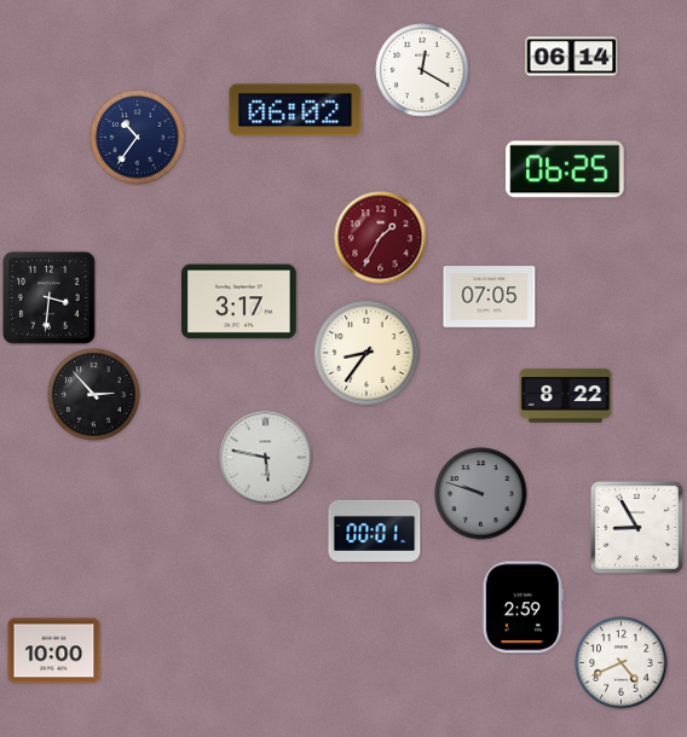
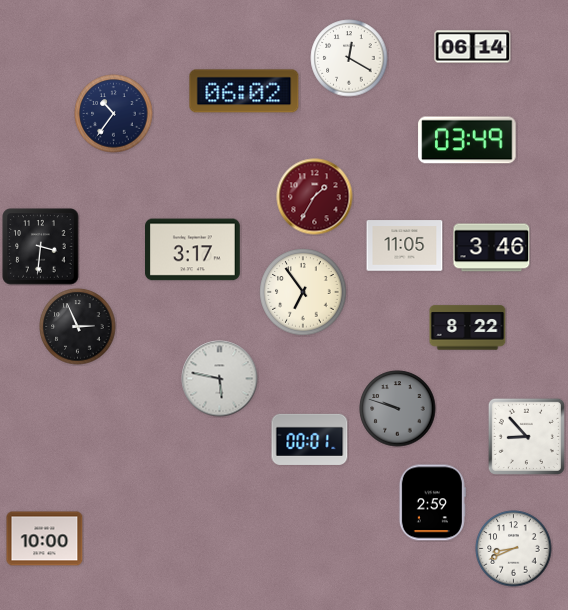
clock at (565, 169): 06:25 -> 03:49
clock at (490, 297): 07:05 -> 11:05
clock at (492, 248): none -> 3:46
clock at (239, 302) position: (239, 302) -> (193, 250)
clock at (366, 353): 8:36 -> 6:54
clock at (94, 395): 2:53 -> 2:56
clock at (636, 527): 8:55 -> 8:53
clock at (622, 663): 4:41 -> 8:41
